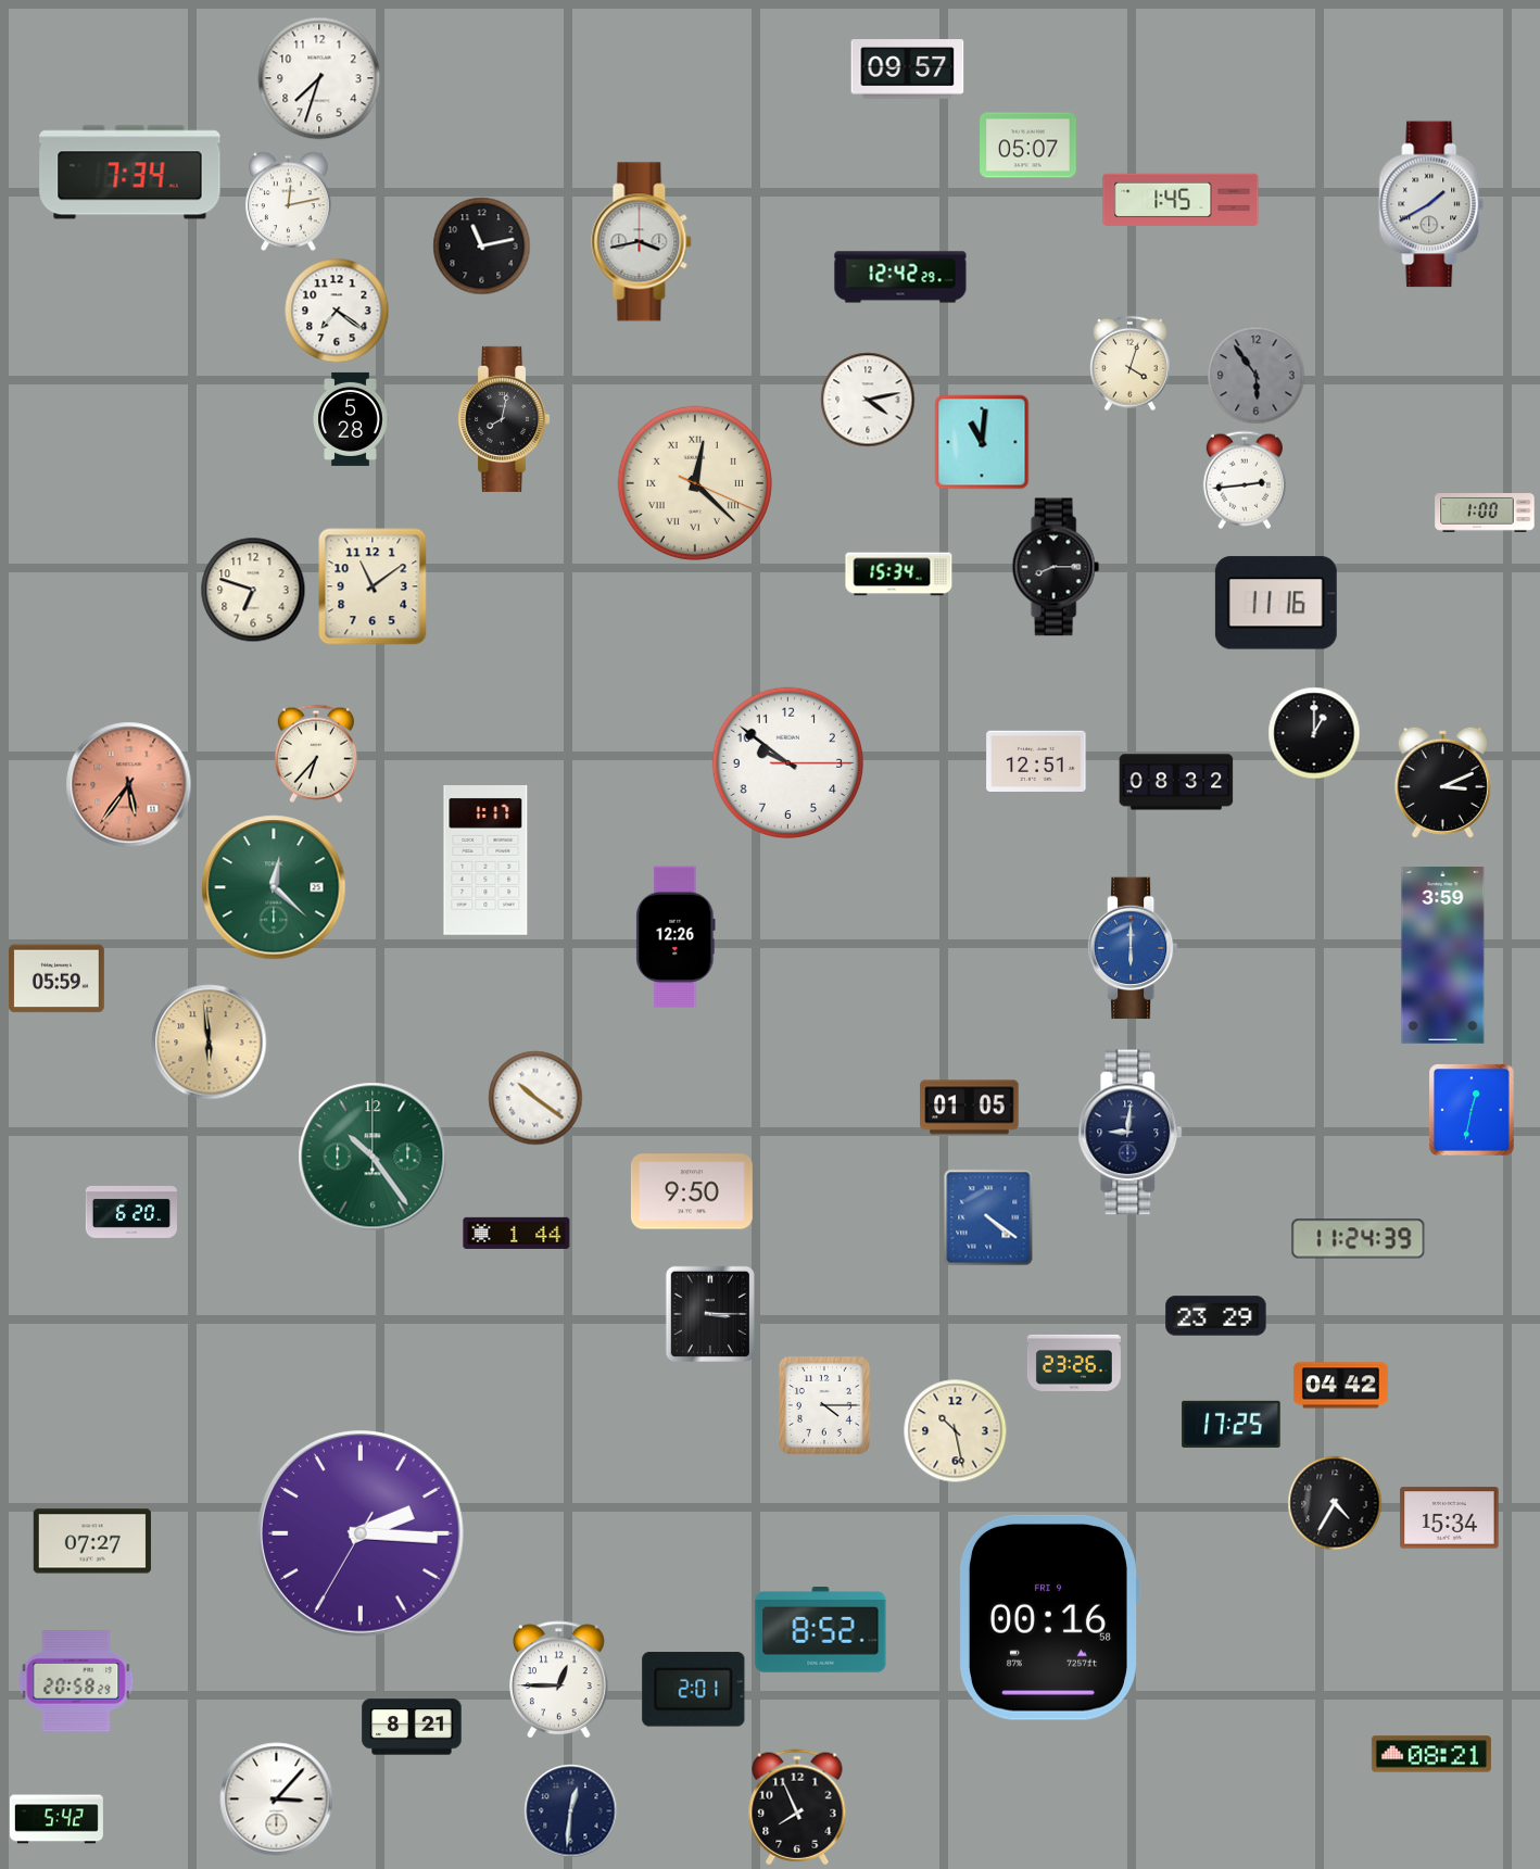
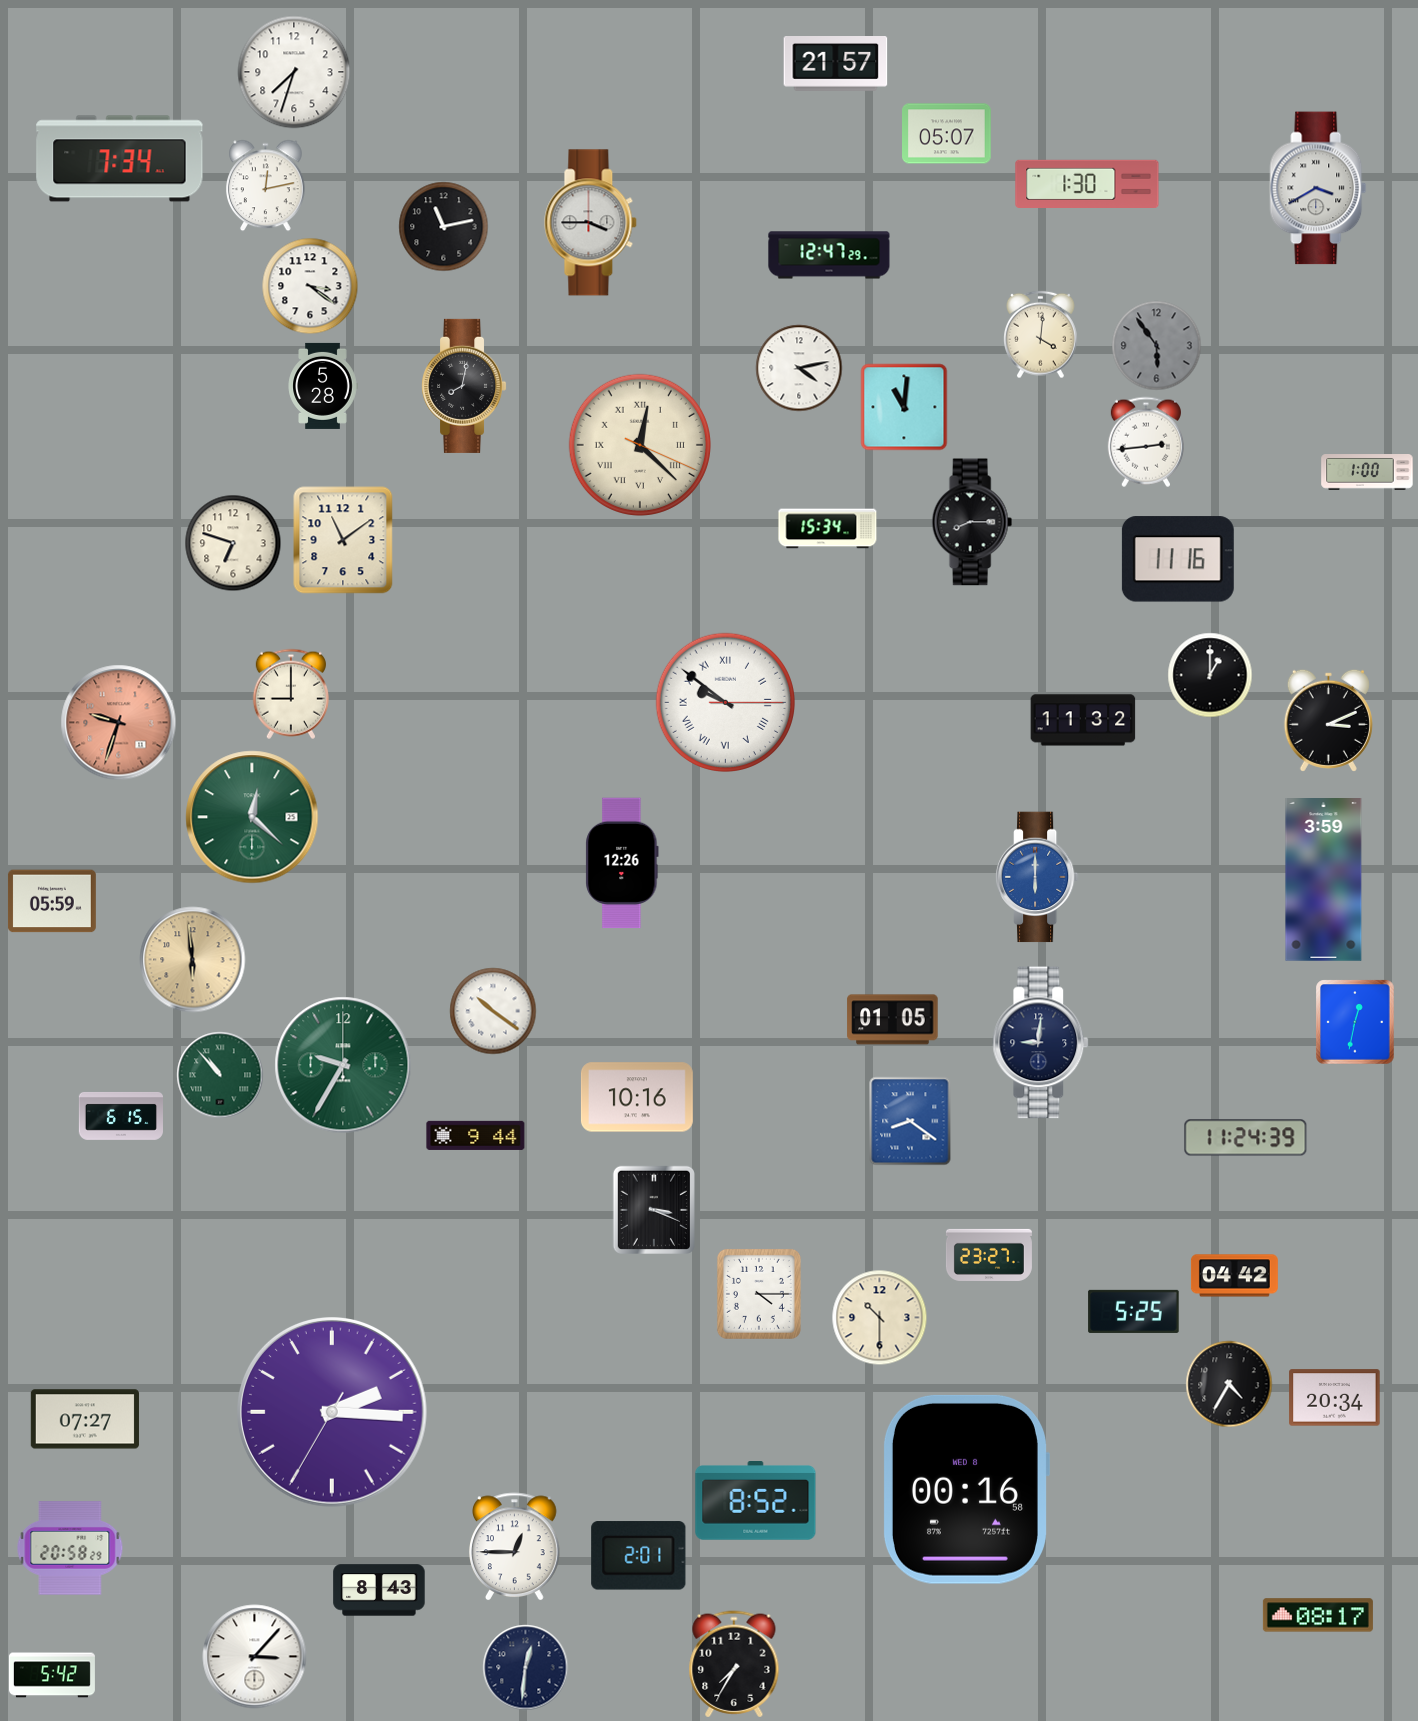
clock at (908, 70): 09:57 -> 21:57
clock at (1181, 199): 1:45 -> 1:30
clock at (1431, 204): 1:40 -> 3:40
clock at (642, 242): 3:43 -> 3:45
clock at (900, 277): 12:42 -> 12:47
clock at (337, 311): 7:21 -> 3:21
clock at (1131, 364): 4:03 -> 4:01
clock at (1276, 603) position: (1276, 603) -> (1178, 559)
clock at (316, 754): 6:37 -> 9:00
clock at (1036, 760): 12:51 -> none
clock at (787, 762) numerals: Arabic -> Roman
clock at (1176, 782): 08:32 -> 11:32
clock at (129, 785): 5:36 -> 9:33
clock at (485, 861): 1:17 -> none
clock at (1133, 948) position: (1133, 948) -> (1037, 877)
clock at (1443, 956) position: (1443, 956) -> (1324, 880)
clock at (373, 1157): 10:24 -> 9:35
clock at (220, 1075): none -> 10:53
clock at (692, 1191): 9:50 -> 10:16
clock at (130, 1212): 6:20 -> 6:15
clock at (988, 1217): 4:21 -> 8:21
clock at (517, 1233): 1:44 -> 9:44
clock at (1359, 1239) position: (1359, 1239) -> (1246, 1138)
clock at (710, 1314): 3:15 -> 3:19
clock at (1216, 1316): 23:29 -> none
clock at (1074, 1363): 23:26 -> 23:27
clock at (1232, 1424): 17:25 -> 5:25
clock at (956, 1431): 10:28 -> 10:30
clock at (1450, 1518): 15:34 -> 20:34
clock at (1049, 1617) date: FRI 9 -> WED 8
clock at (412, 1727): 8:21 -> 8:43
clock at (1431, 1754): 08:21 -> 08:17
clock at (797, 1807): 7:56 -> 7:35
